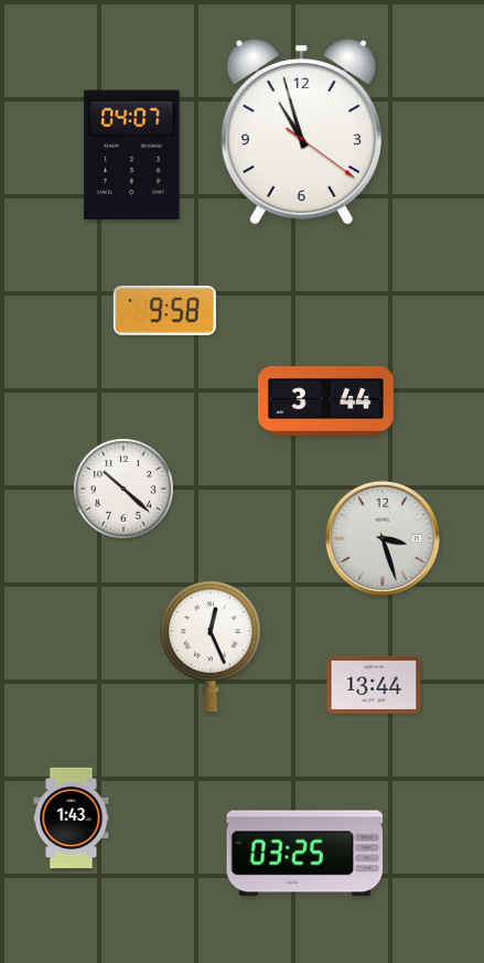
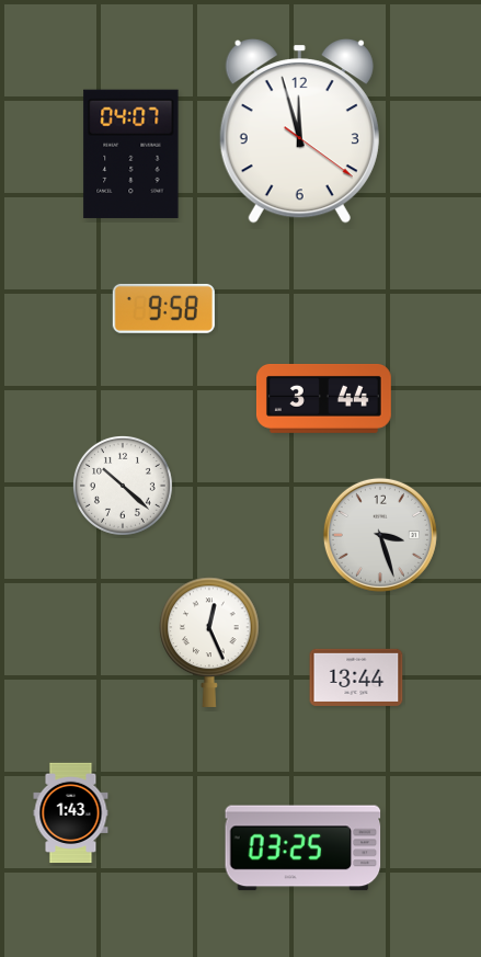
clock at (301, 132): 10:57 -> 11:57
clock at (374, 685) position: (374, 685) -> (356, 677)
